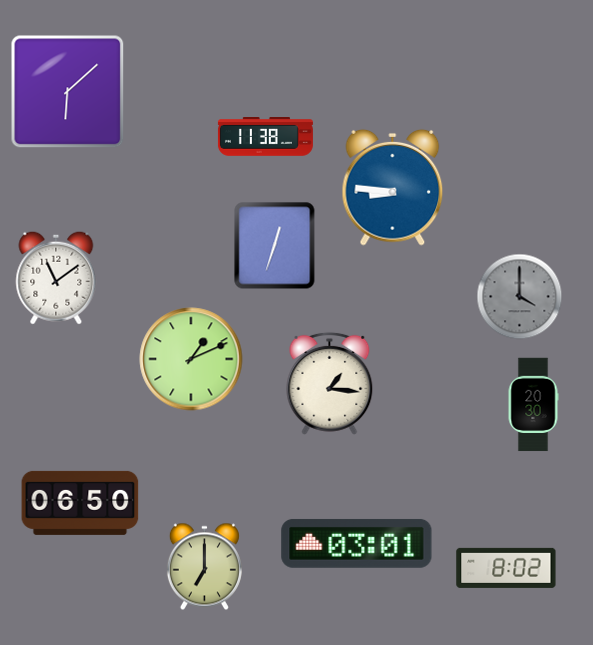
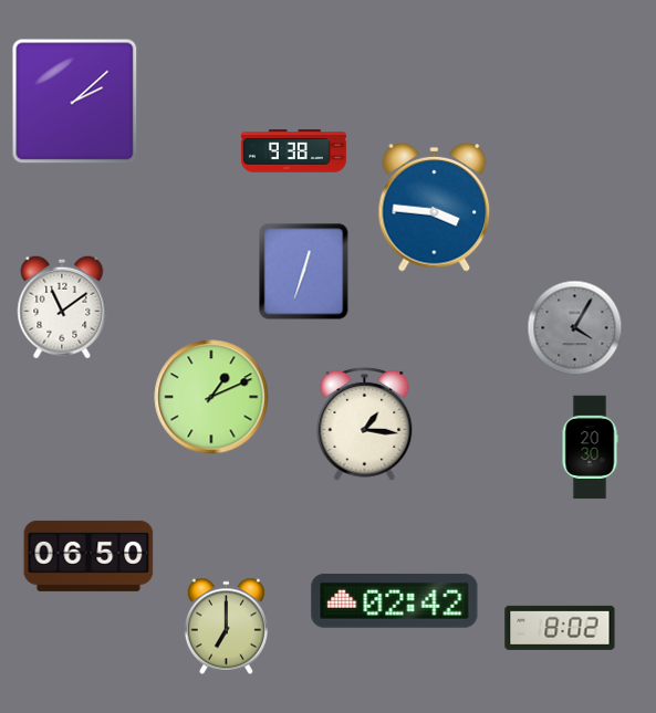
clock at (68, 92): 6:08 -> 2:08
clock at (265, 137): 11:38 -> 9:38
clock at (393, 187): 8:46 -> 3:46
clock at (520, 297): 4:00 -> 4:05
clock at (357, 543): 03:01 -> 02:42
